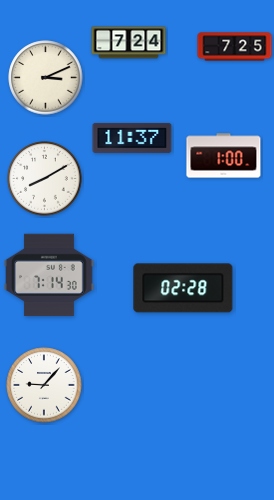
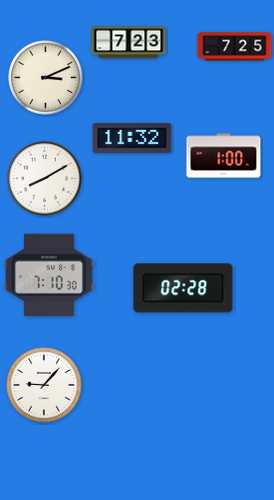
clock at (129, 43): 7:24 -> 7:23
clock at (132, 138): 11:37 -> 11:32
clock at (50, 275): 7:14 -> 7:10
